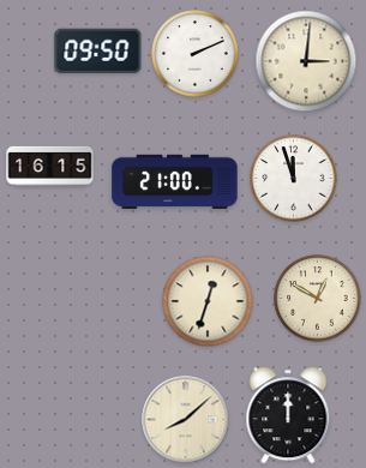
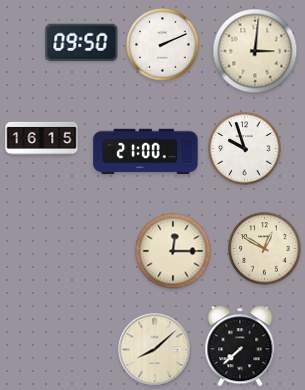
clock at (294, 179): 11:57 -> 9:57
clock at (208, 301): 12:33 -> 12:15
clock at (288, 415): 12:00 -> 7:38
